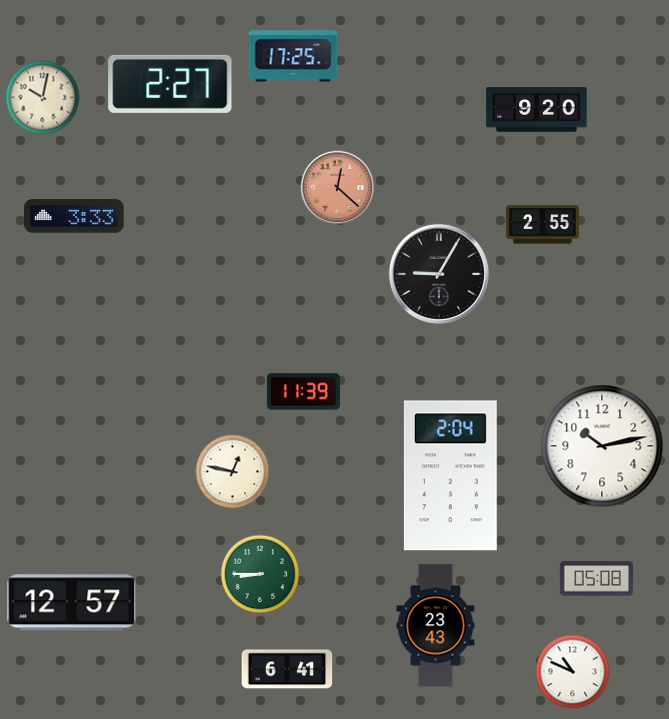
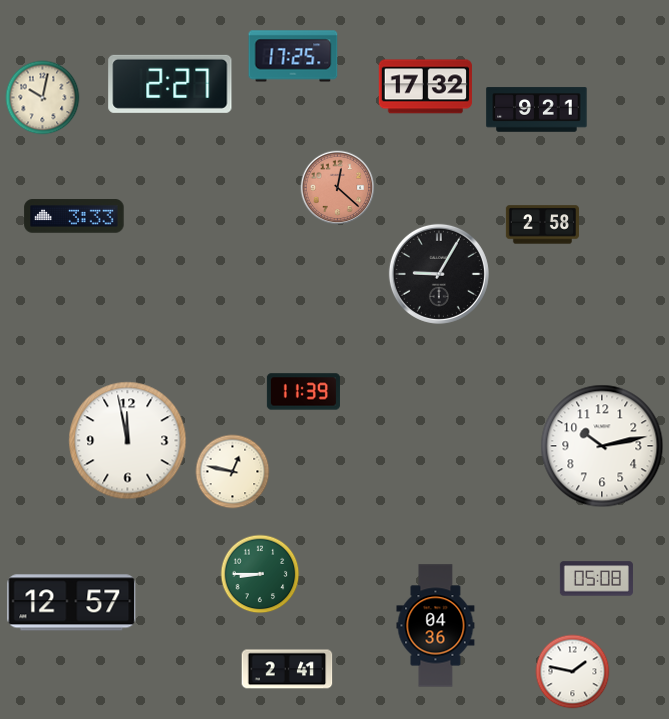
clock at (425, 87): none -> 17:32
clock at (537, 110): 9:20 -> 9:21
clock at (542, 225): 2:55 -> 2:58
clock at (128, 441): none -> 11:58
clock at (450, 476): 2:04 -> none
clock at (436, 626): 23:43 -> 04:36
clock at (287, 669): 6:41 -> 2:41
clock at (573, 672): 10:49 -> 1:47
